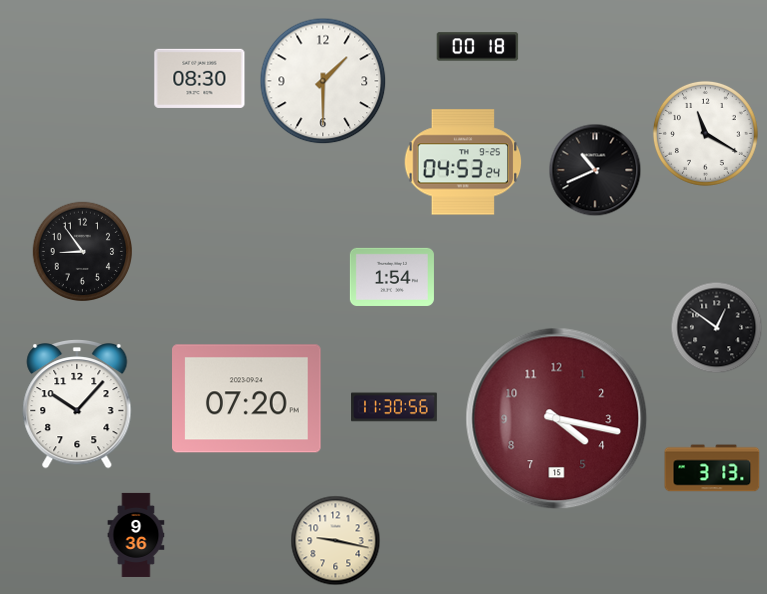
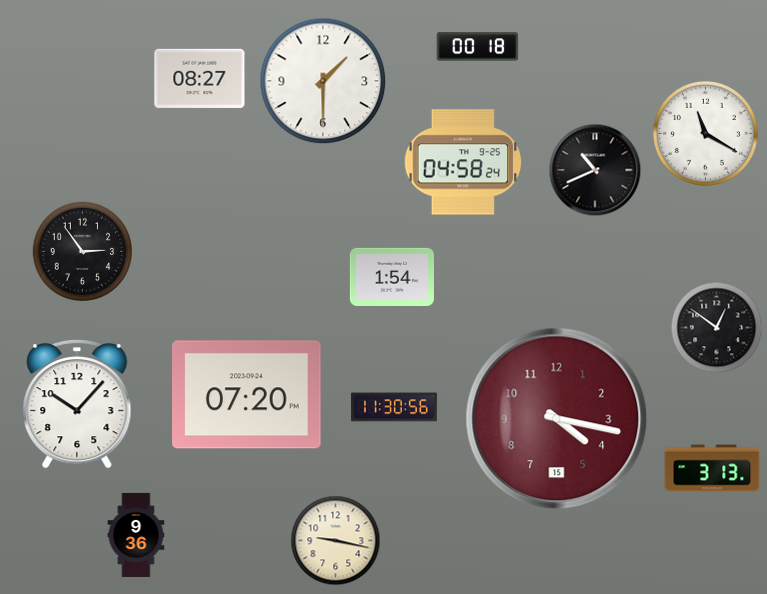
clock at (200, 78): 08:30 -> 08:27
clock at (463, 162): 04:53 -> 04:58
clock at (83, 252): 8:54 -> 2:54
clock at (247, 399) position: (247, 399) -> (247, 395)
